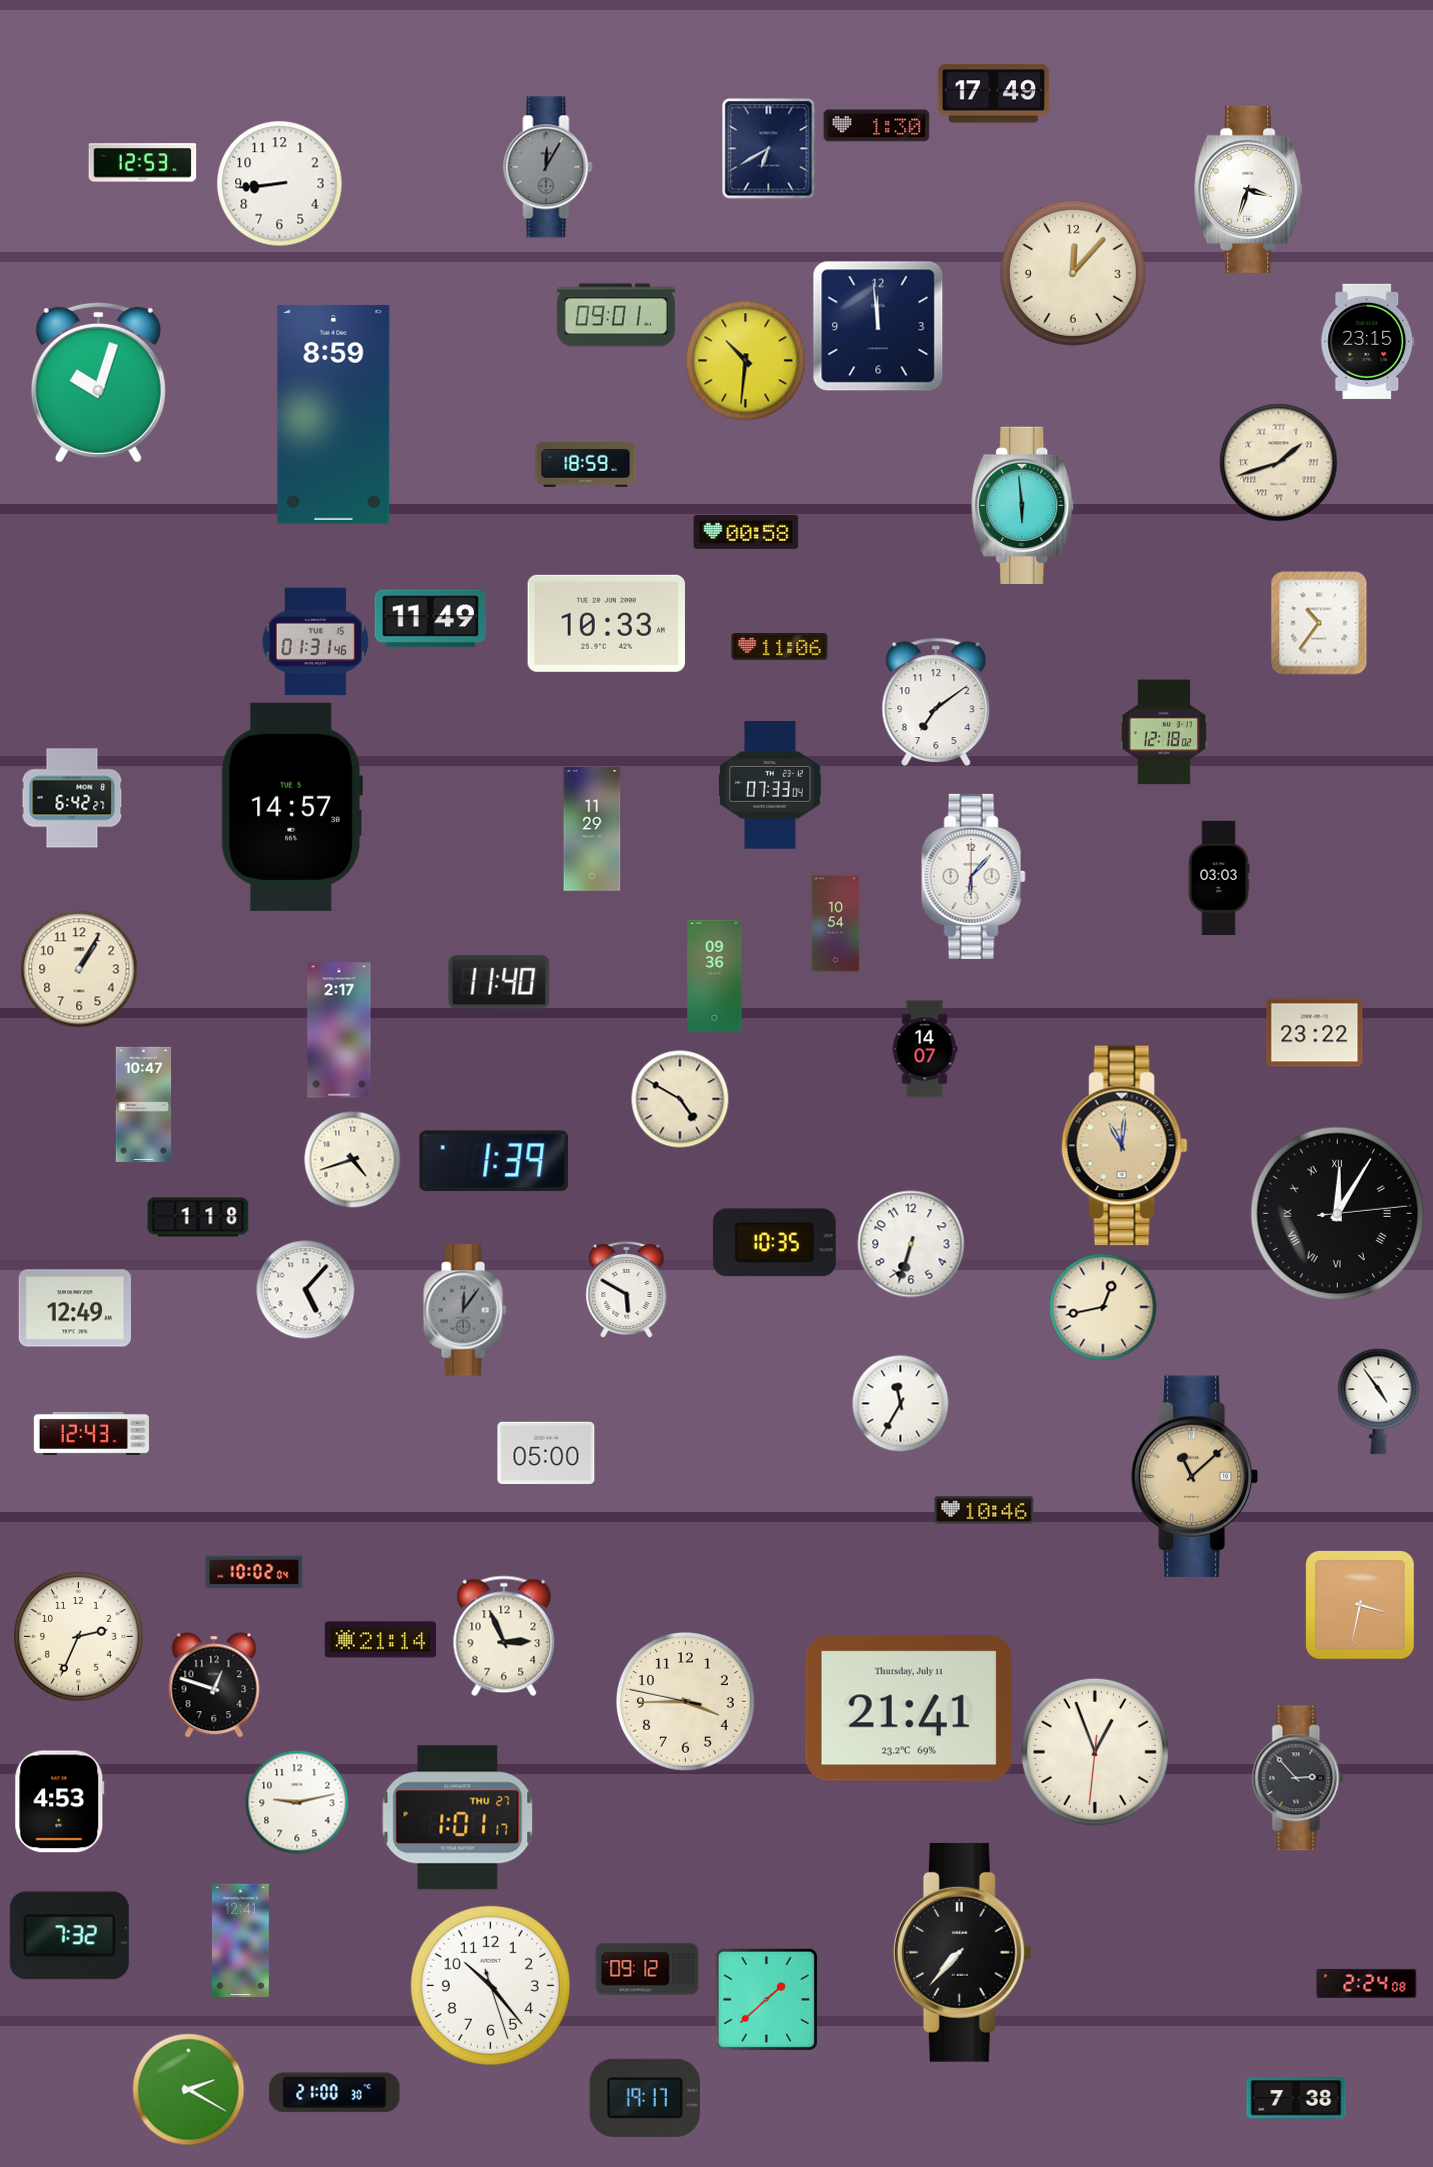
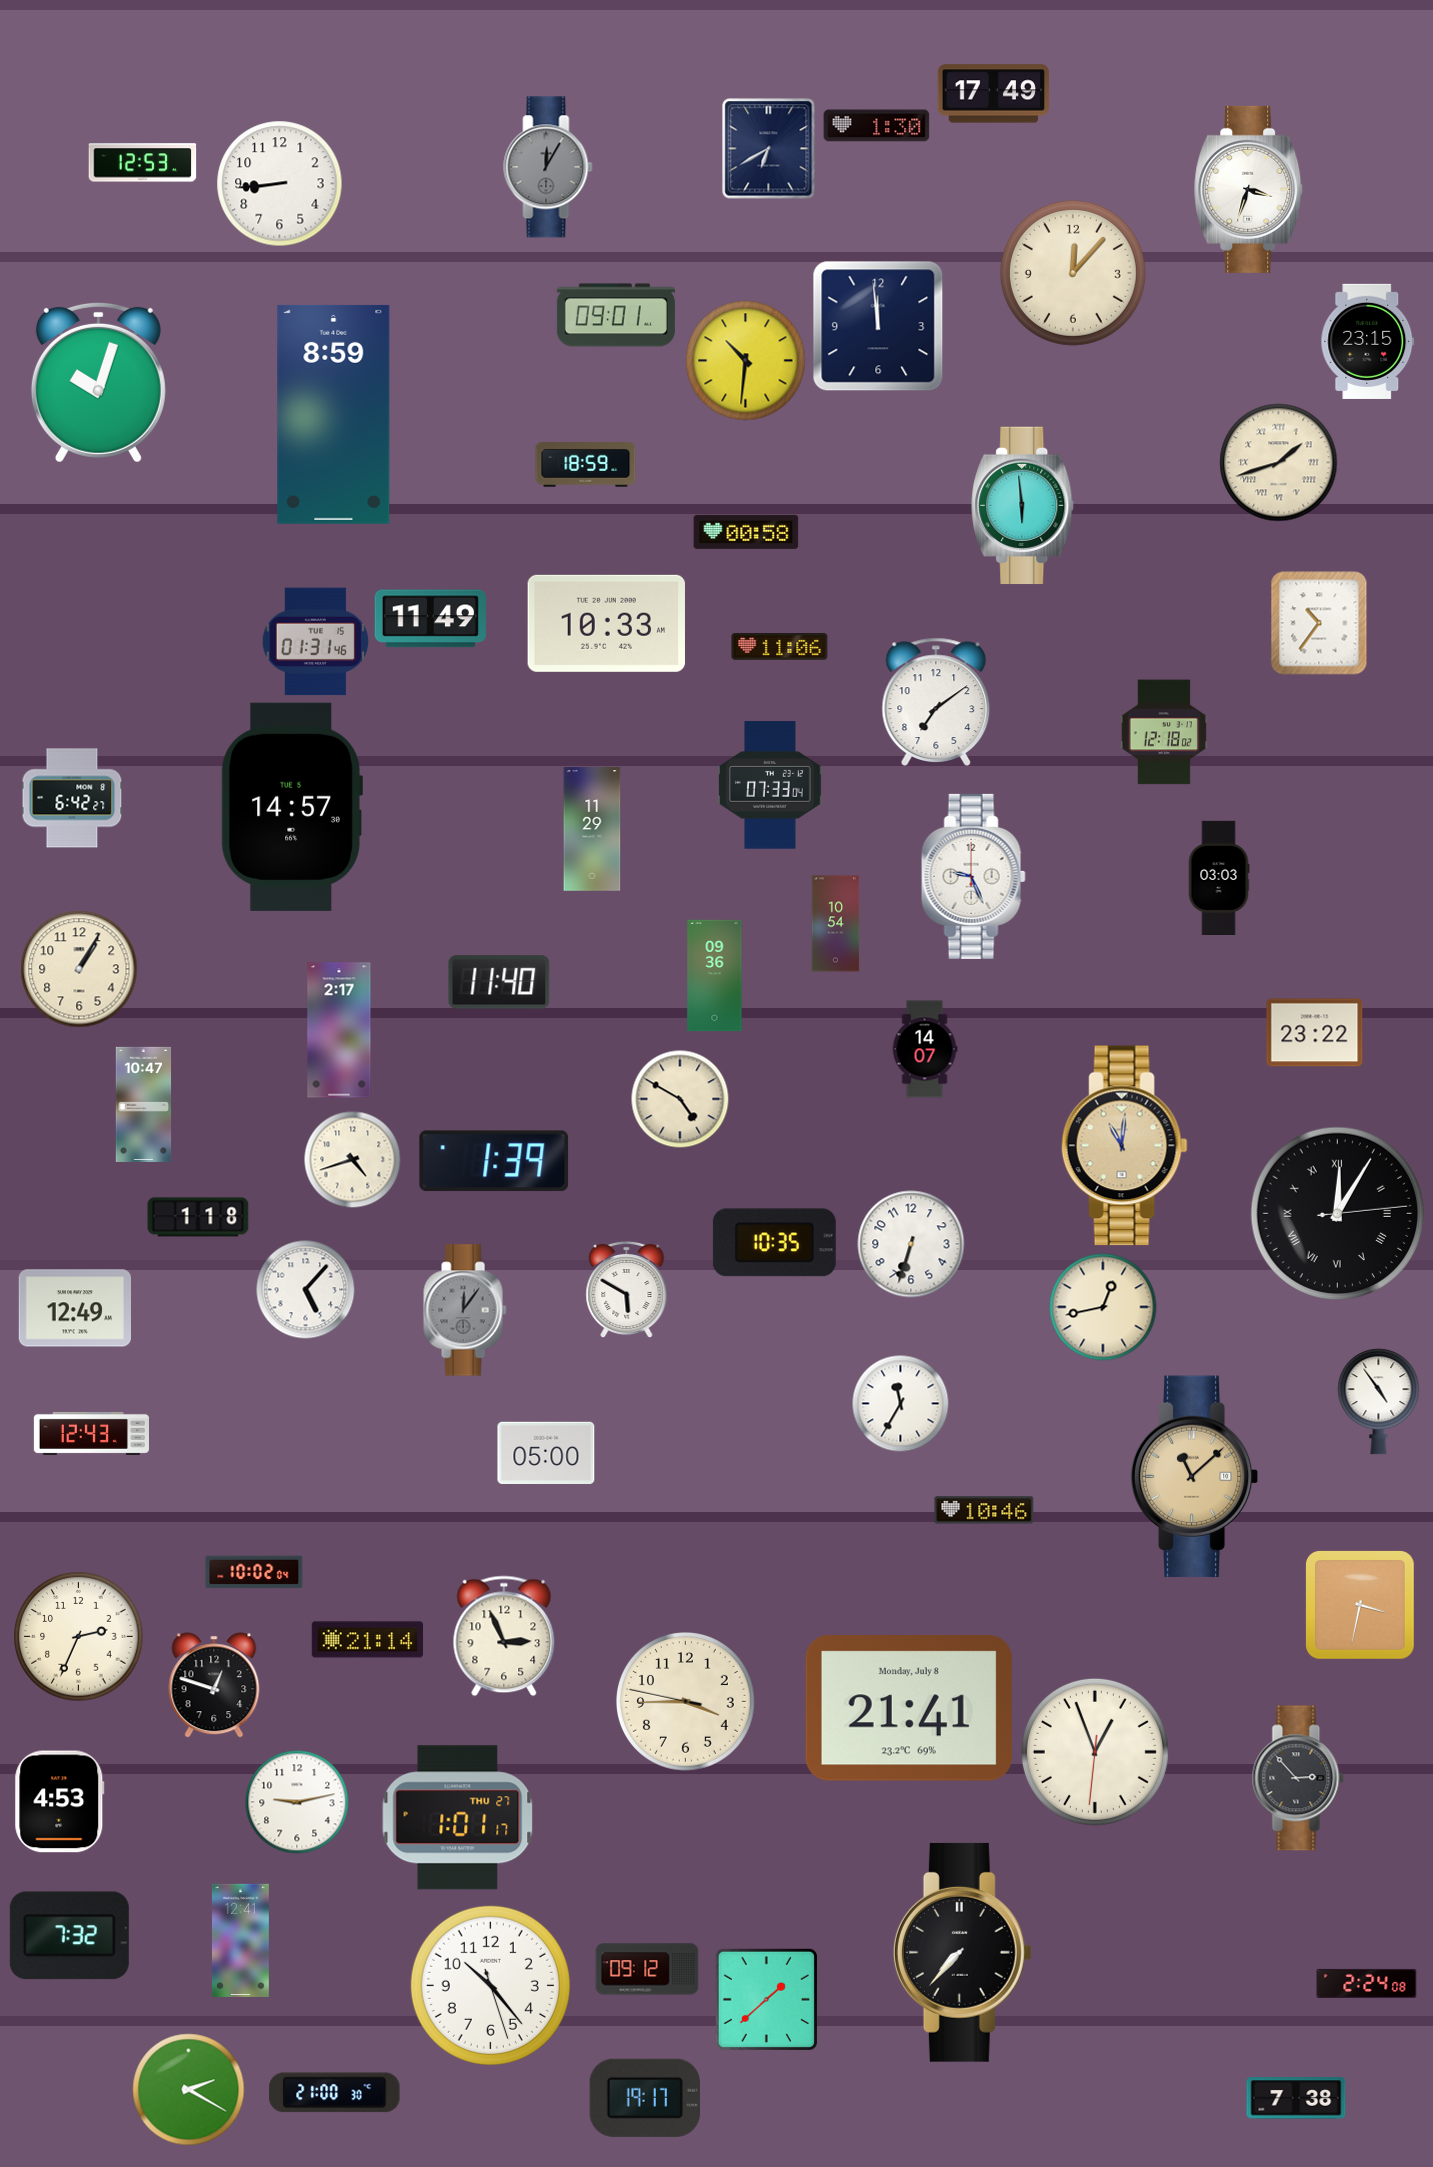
clock at (973, 876): 6:07 -> 9:26
clock at (381, 1640) position: (381, 1640) -> (368, 1640)
clock at (909, 1708) date: Thursday, July 11 -> Monday, July 8
